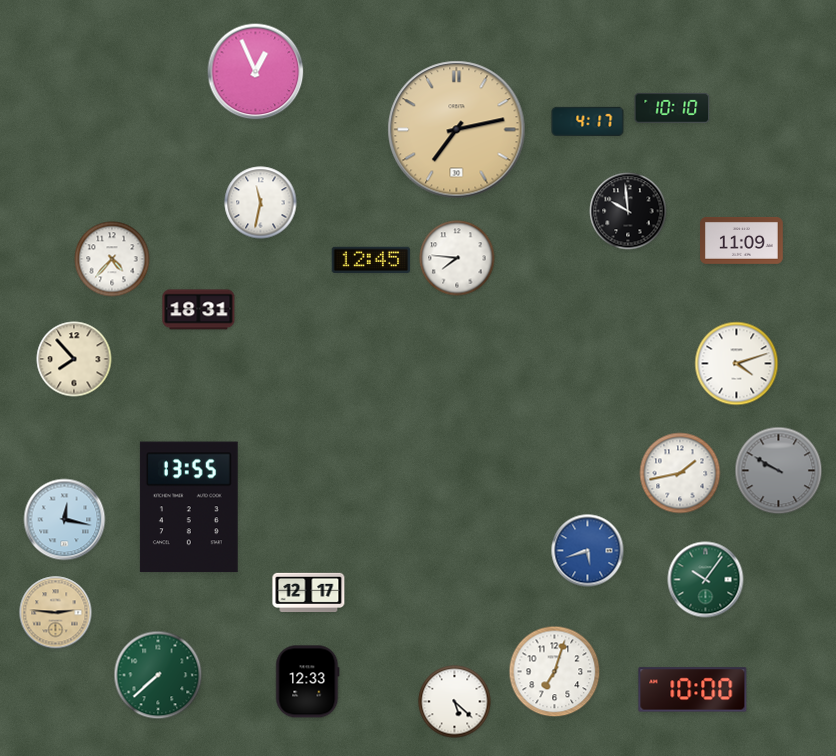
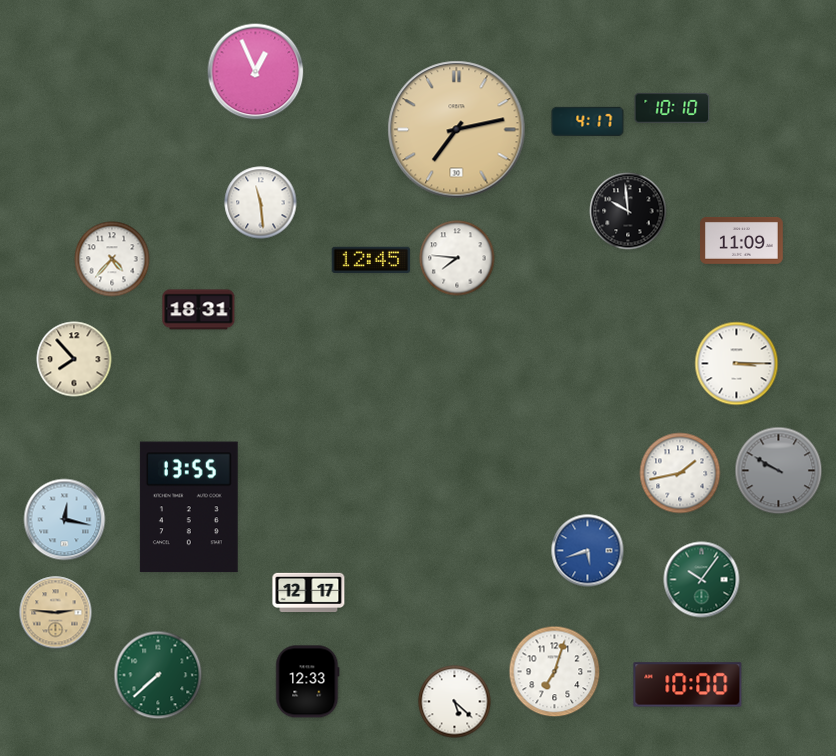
clock at (261, 203): 11:32 -> 11:29
clock at (737, 364): 4:12 -> 3:15
clock at (706, 580) position: (706, 580) -> (702, 580)
clock at (693, 690) position: (693, 690) -> (688, 685)
